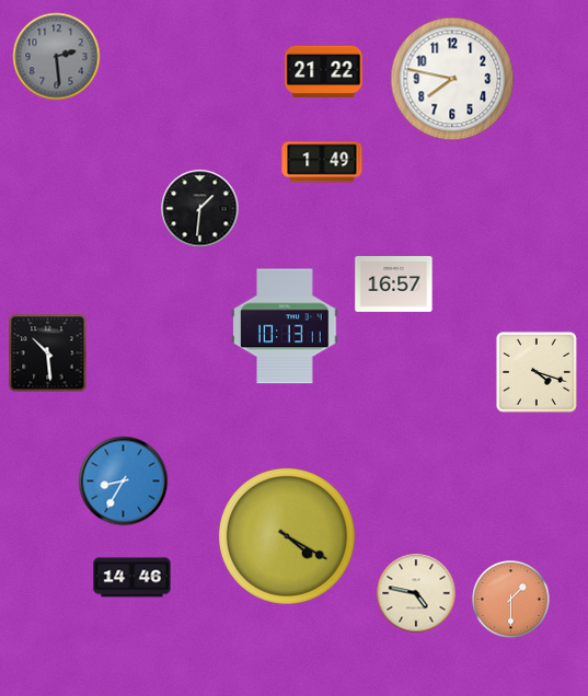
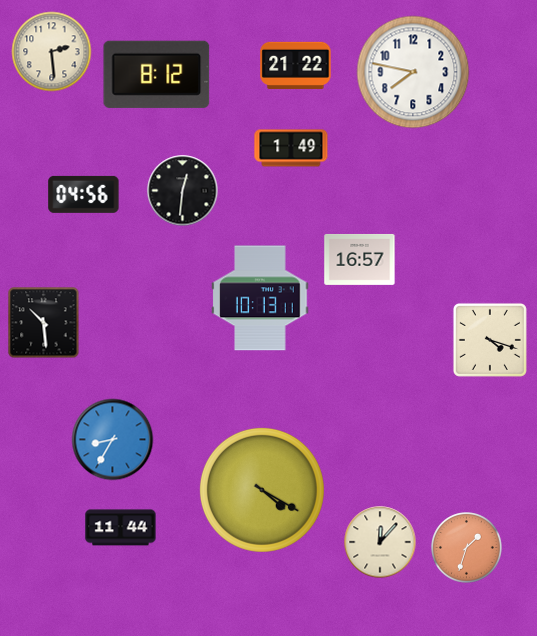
clock at (57, 57) dial: grey -> cream
clock at (157, 74): none -> 8:12
clock at (322, 162) position: (322, 162) -> (291, 148)
clock at (200, 209): 1:31 -> 12:31
clock at (84, 194): none -> 04:56
clock at (132, 578): 14:46 -> 11:44
clock at (416, 593): 4:47 -> 12:07
clock at (511, 600): 1:30 -> 1:33
